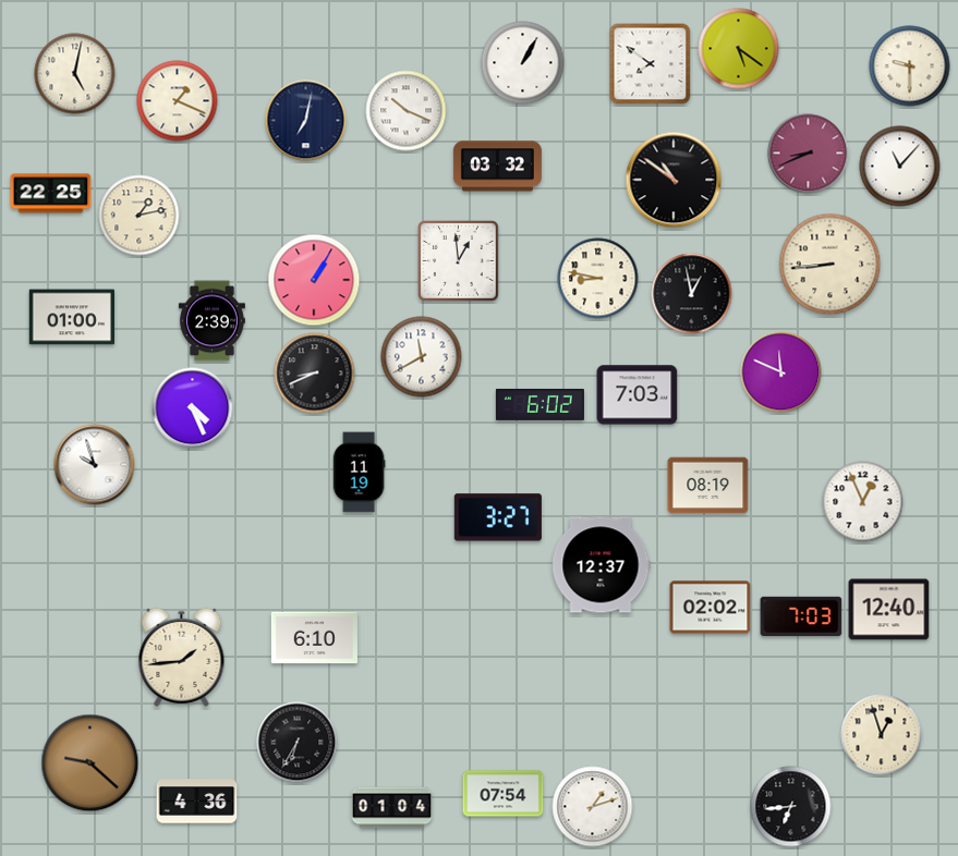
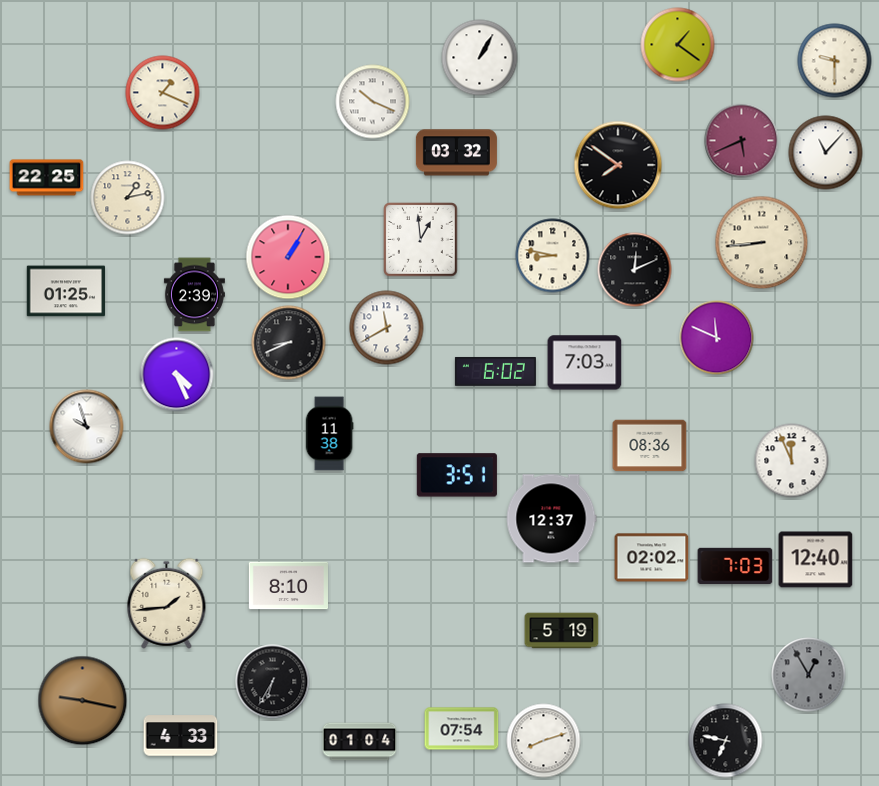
clock at (739, 49): 5:21 -> 1:21
clock at (651, 64): 7:51 -> none
clock at (75, 74): 5:02 -> none
clock at (306, 121): 7:02 -> none
clock at (809, 154): 8:41 -> 5:41
clock at (674, 180): 10:51 -> 7:51
clock at (598, 279) position: (598, 279) -> (553, 256)
clock at (692, 294): 12:58 -> 12:11
clock at (72, 317): 01:00 -> 01:25
clock at (781, 372) position: (781, 372) -> (717, 338)
clock at (359, 473): 11:19 -> 11:38
clock at (708, 486): 08:19 -> 08:36
clock at (863, 502): 12:56 -> 11:56
clock at (498, 517): 3:27 -> 3:51
clock at (314, 638): 6:10 -> 8:10
clock at (562, 631): none -> 5:19
clock at (882, 735): 12:57 -> 12:55
clock at (882, 735) dial: cream -> grey
clock at (90, 763): 9:22 -> 9:17
clock at (197, 802): 4:36 -> 4:33
clock at (593, 807): 1:12 -> 8:12
clock at (791, 807): 6:44 -> 6:47
